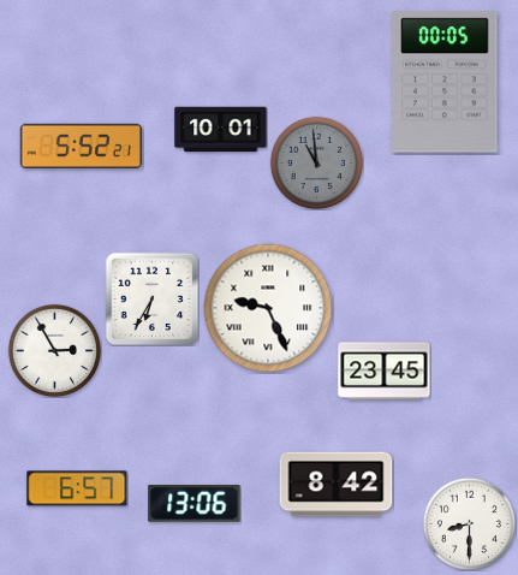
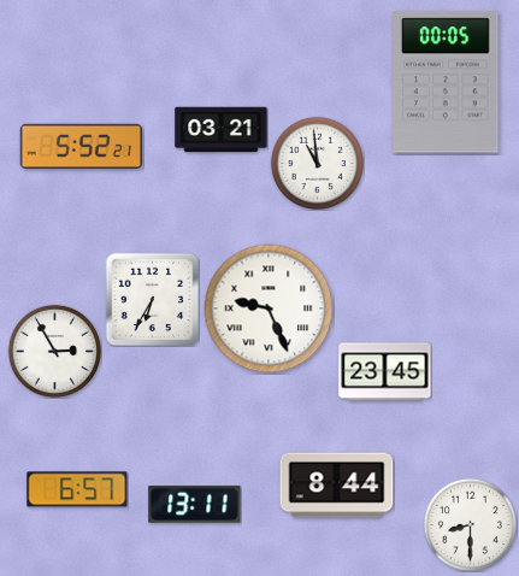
clock at (221, 130): 10:01 -> 03:21
clock at (316, 162) dial: grey -> white
clock at (337, 485): 8:42 -> 8:44
clock at (195, 504): 13:06 -> 13:11
